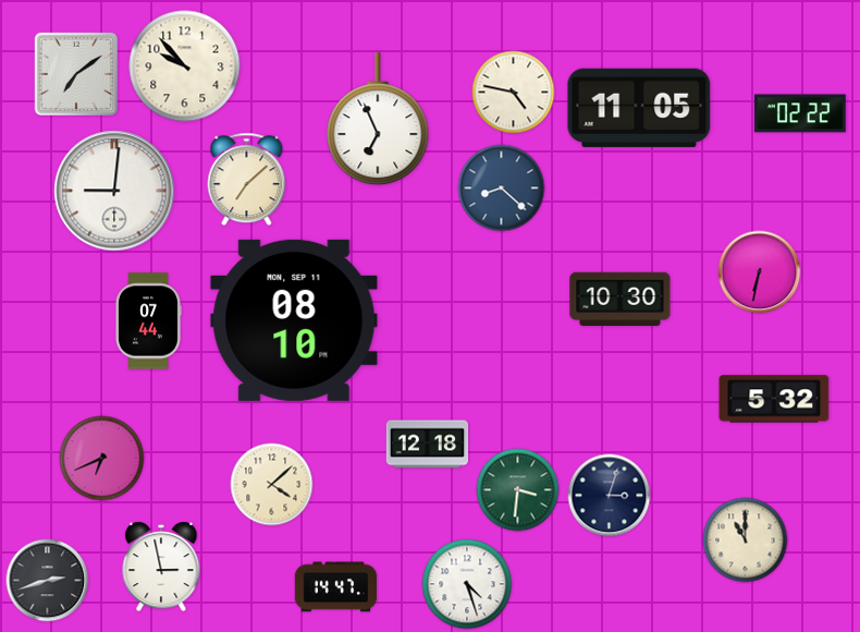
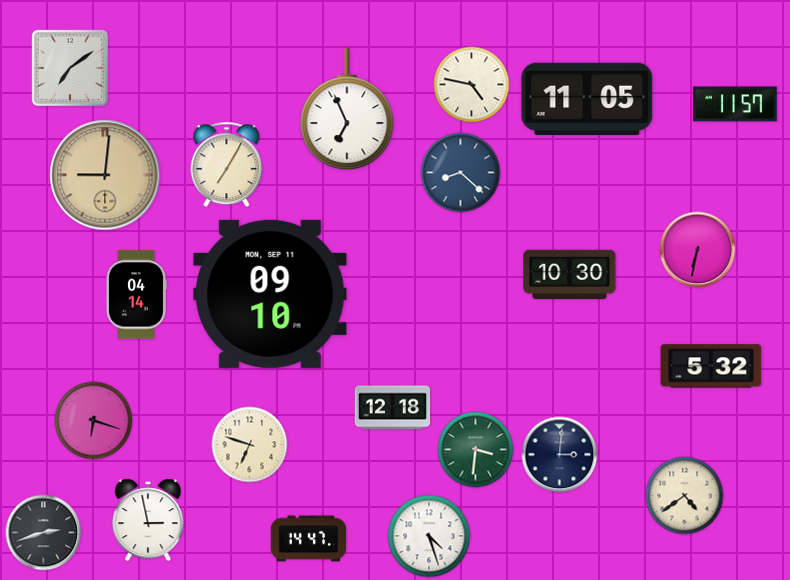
clock at (185, 66): 9:53 -> none
clock at (800, 113): 02:22 -> 11:57
clock at (247, 180): 7:08 -> 7:05
clock at (114, 191) dial: white -> champagne
clock at (294, 320): 08:10 -> 09:10
clock at (148, 321): 07:44 -> 04:14
clock at (102, 459): 6:41 -> 6:18
clock at (272, 485): 4:08 -> 6:48
clock at (610, 496): 3:03 -> 3:01
clock at (746, 540): 11:00 -> 4:39
